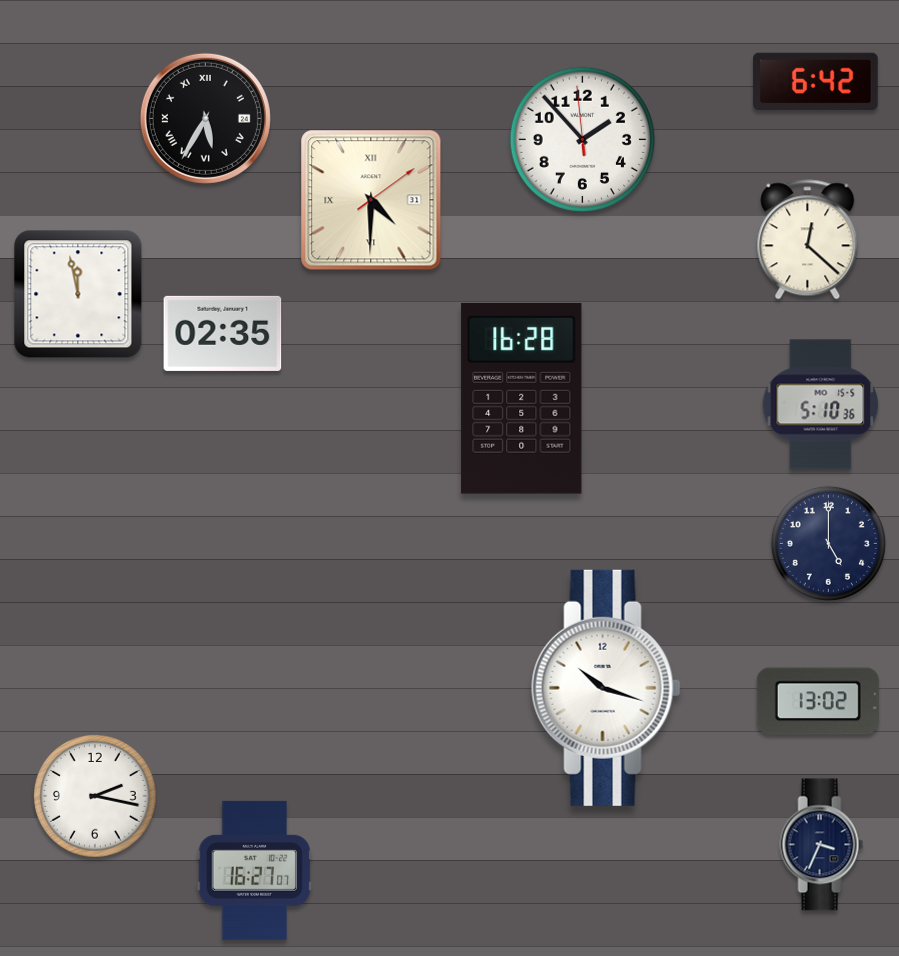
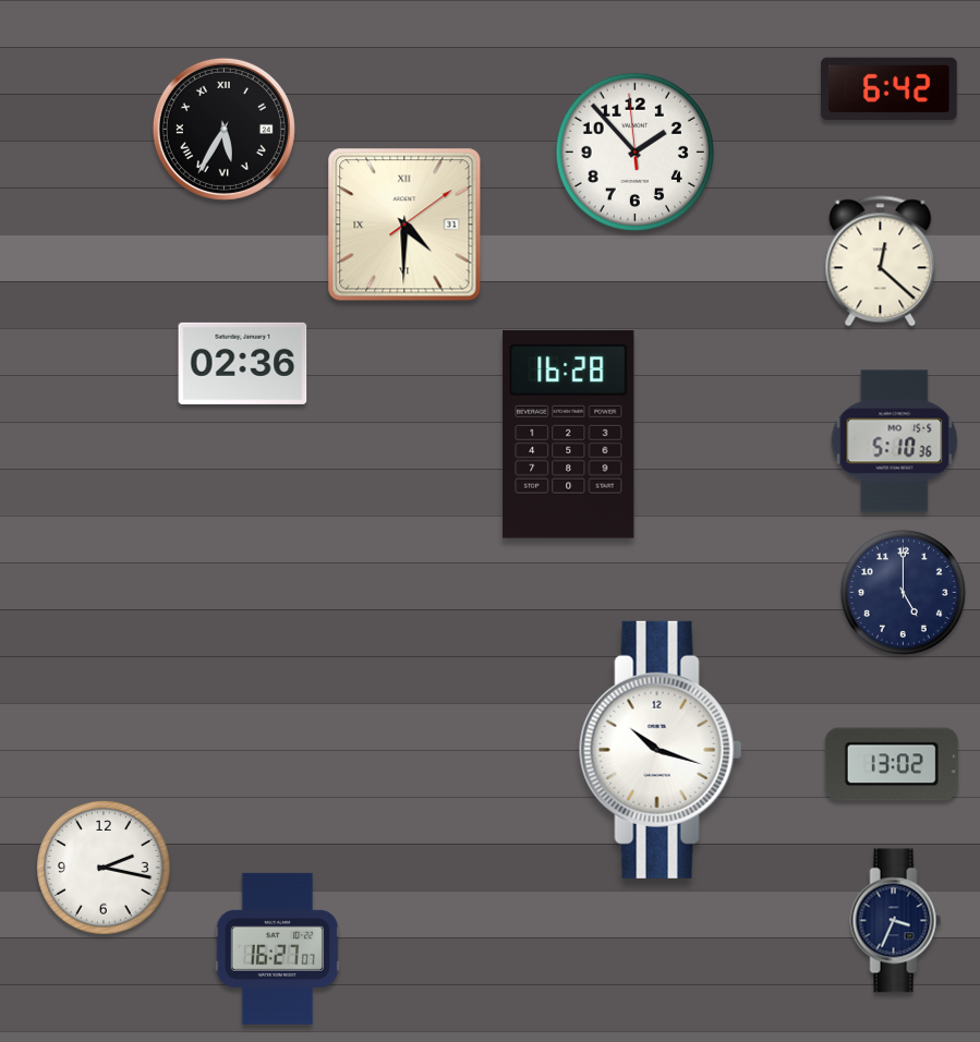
clock at (371, 200) position: (371, 200) -> (404, 225)
clock at (78, 294): 11:58 -> none
clock at (223, 333): 02:35 -> 02:36
